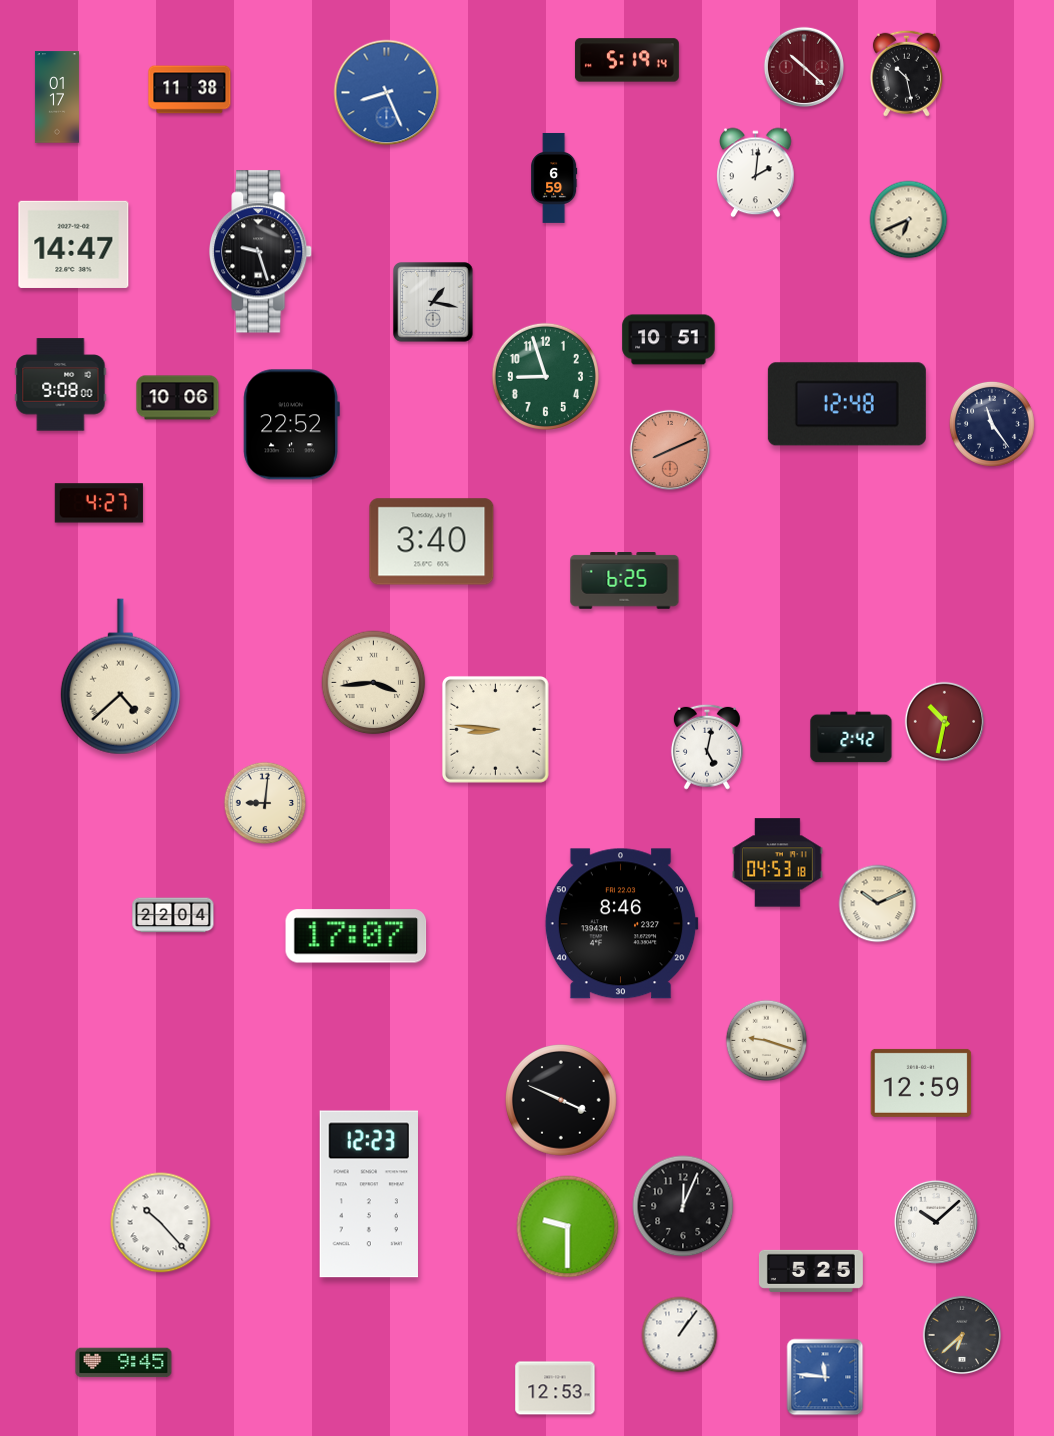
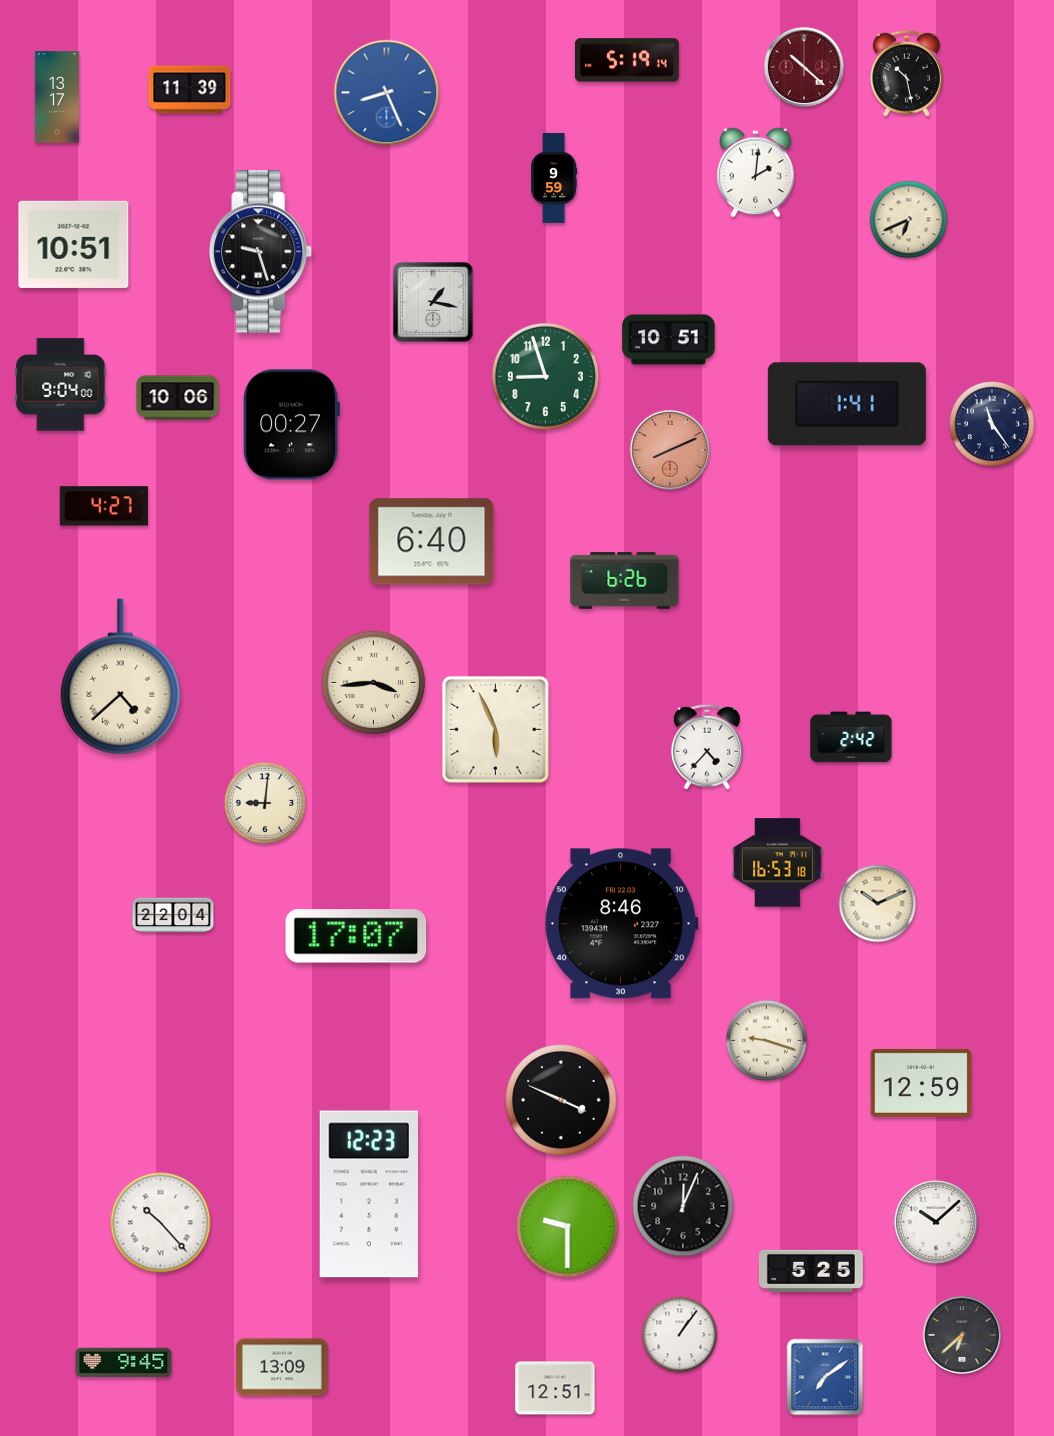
clock at (190, 90): 11:38 -> 11:39
clock at (57, 97): 01:17 -> 13:17
clock at (554, 178): 6:59 -> 9:59
clock at (74, 244): 14:47 -> 10:51
clock at (61, 385): 9:08 -> 9:04
clock at (847, 404): 12:48 -> 1:41
clock at (291, 425): 22:52 -> 00:27
clock at (99, 503) position: (99, 503) -> (104, 506)
clock at (432, 542): 3:40 -> 6:40
clock at (625, 581): 6:25 -> 6:26
clock at (945, 722): 10:32 -> none
clock at (495, 729): 8:46 -> 5:56
clock at (707, 747): 5:02 -> 4:37
clock at (778, 863): 04:53 -> 16:53
clock at (282, 1367): none -> 13:09
clock at (825, 1377): 11:46 -> 7:09
clock at (555, 1388): 12:53 -> 12:51
